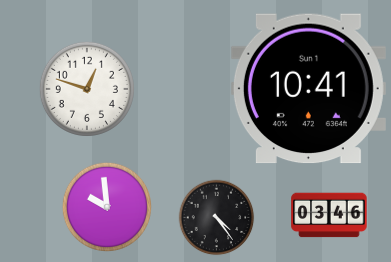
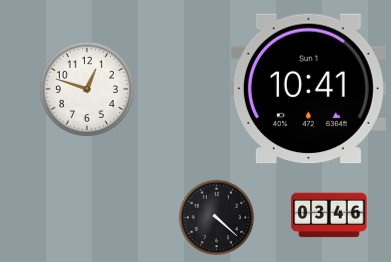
clock at (107, 207): 9:59 -> none
clock at (217, 218): 4:24 -> 4:22
